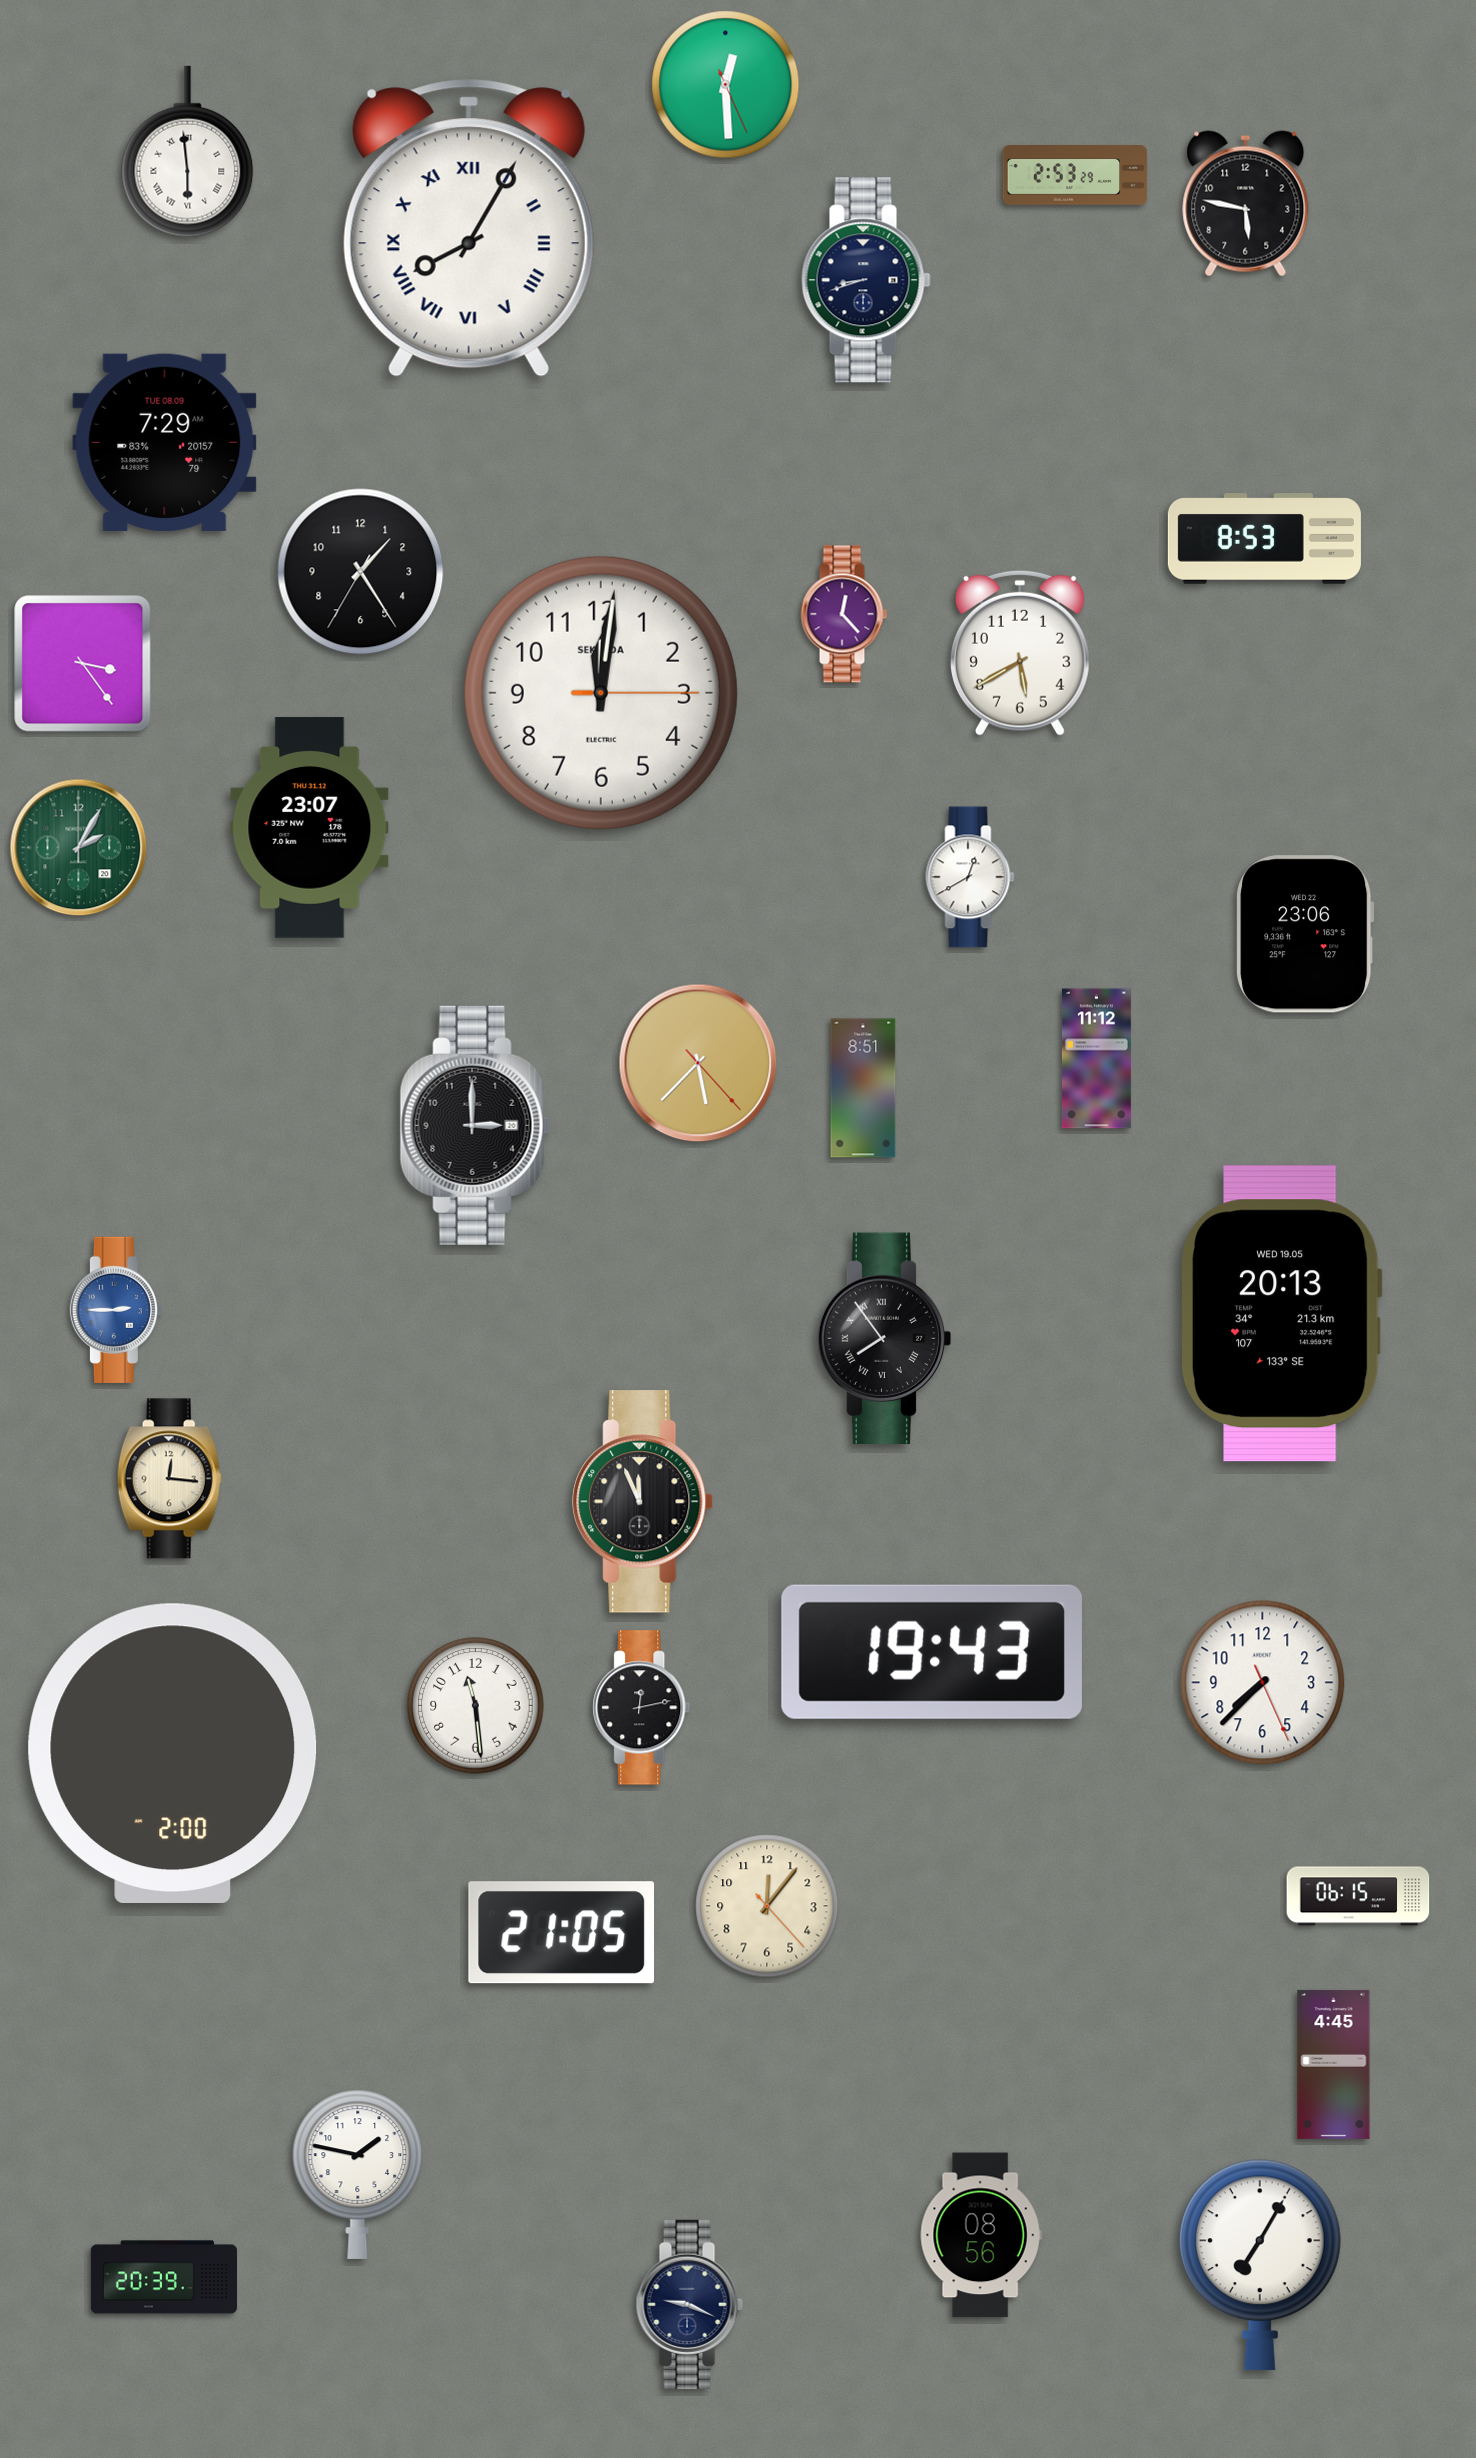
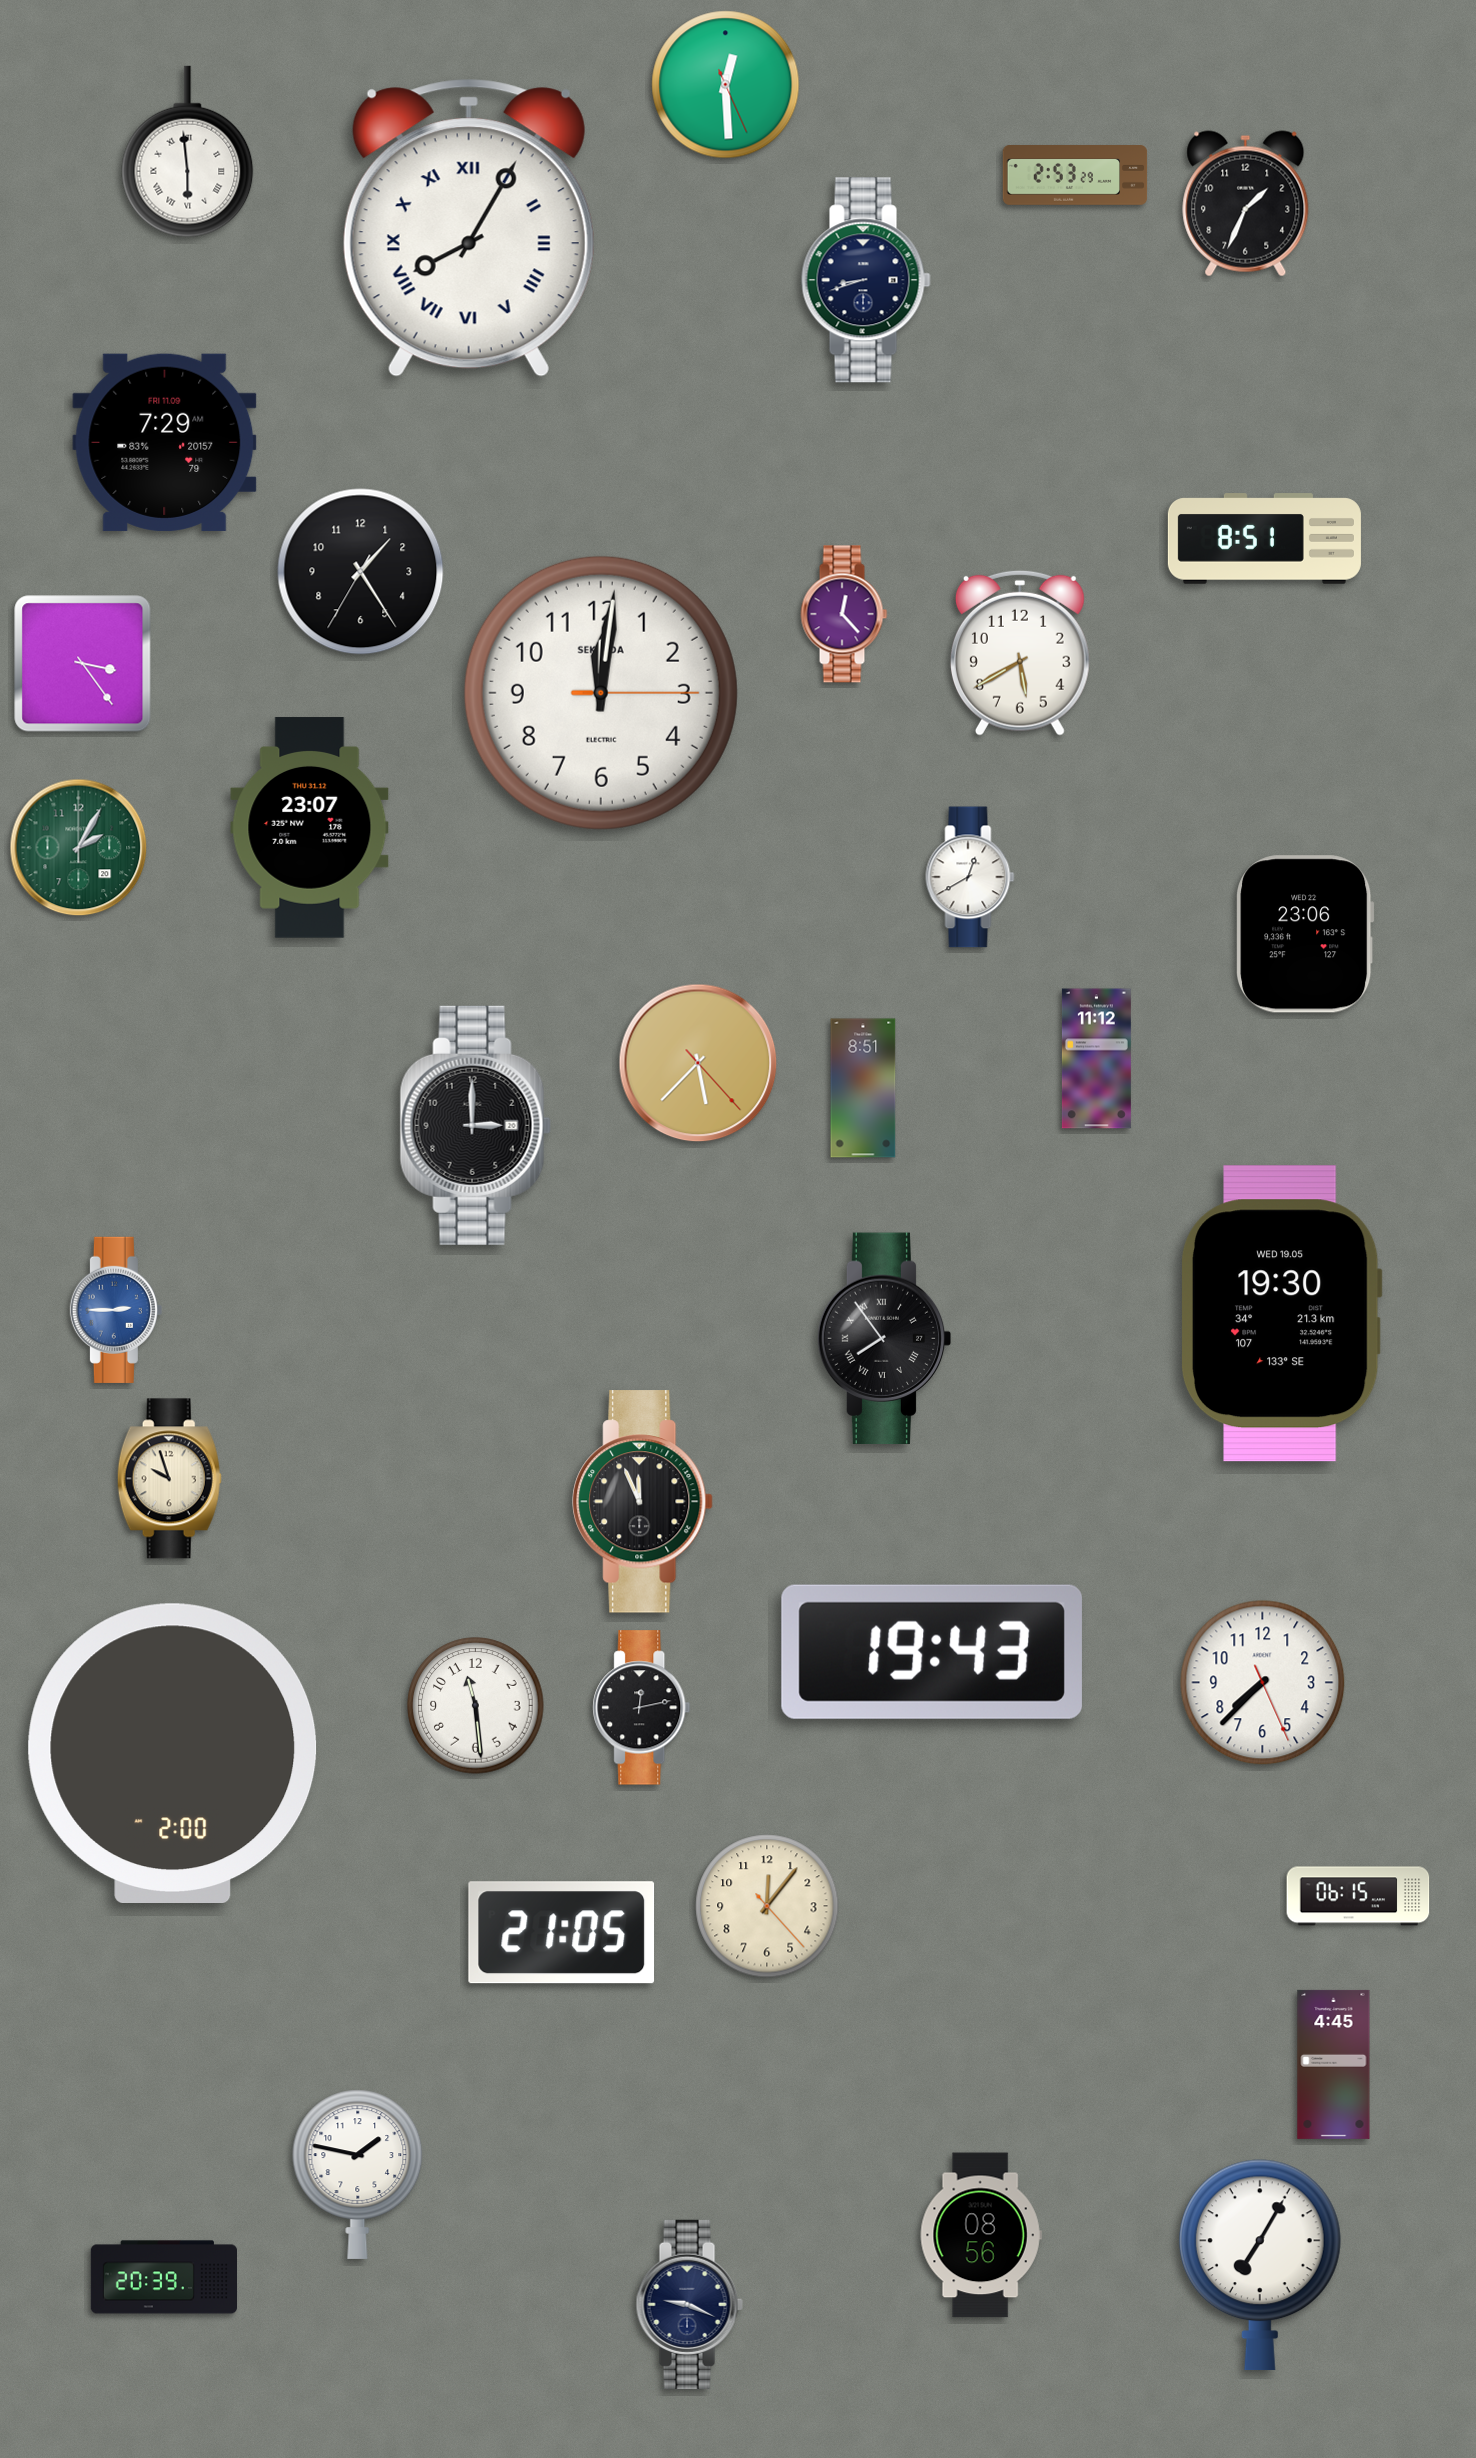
clock at (1246, 204): 5:47 -> 1:34
clock at (165, 442) date: TUE 08.09 -> FRI 11.09
clock at (1264, 539): 8:53 -> 8:51
clock at (1281, 1314): 20:13 -> 19:30
clock at (169, 1479): 12:16 -> 9:57
